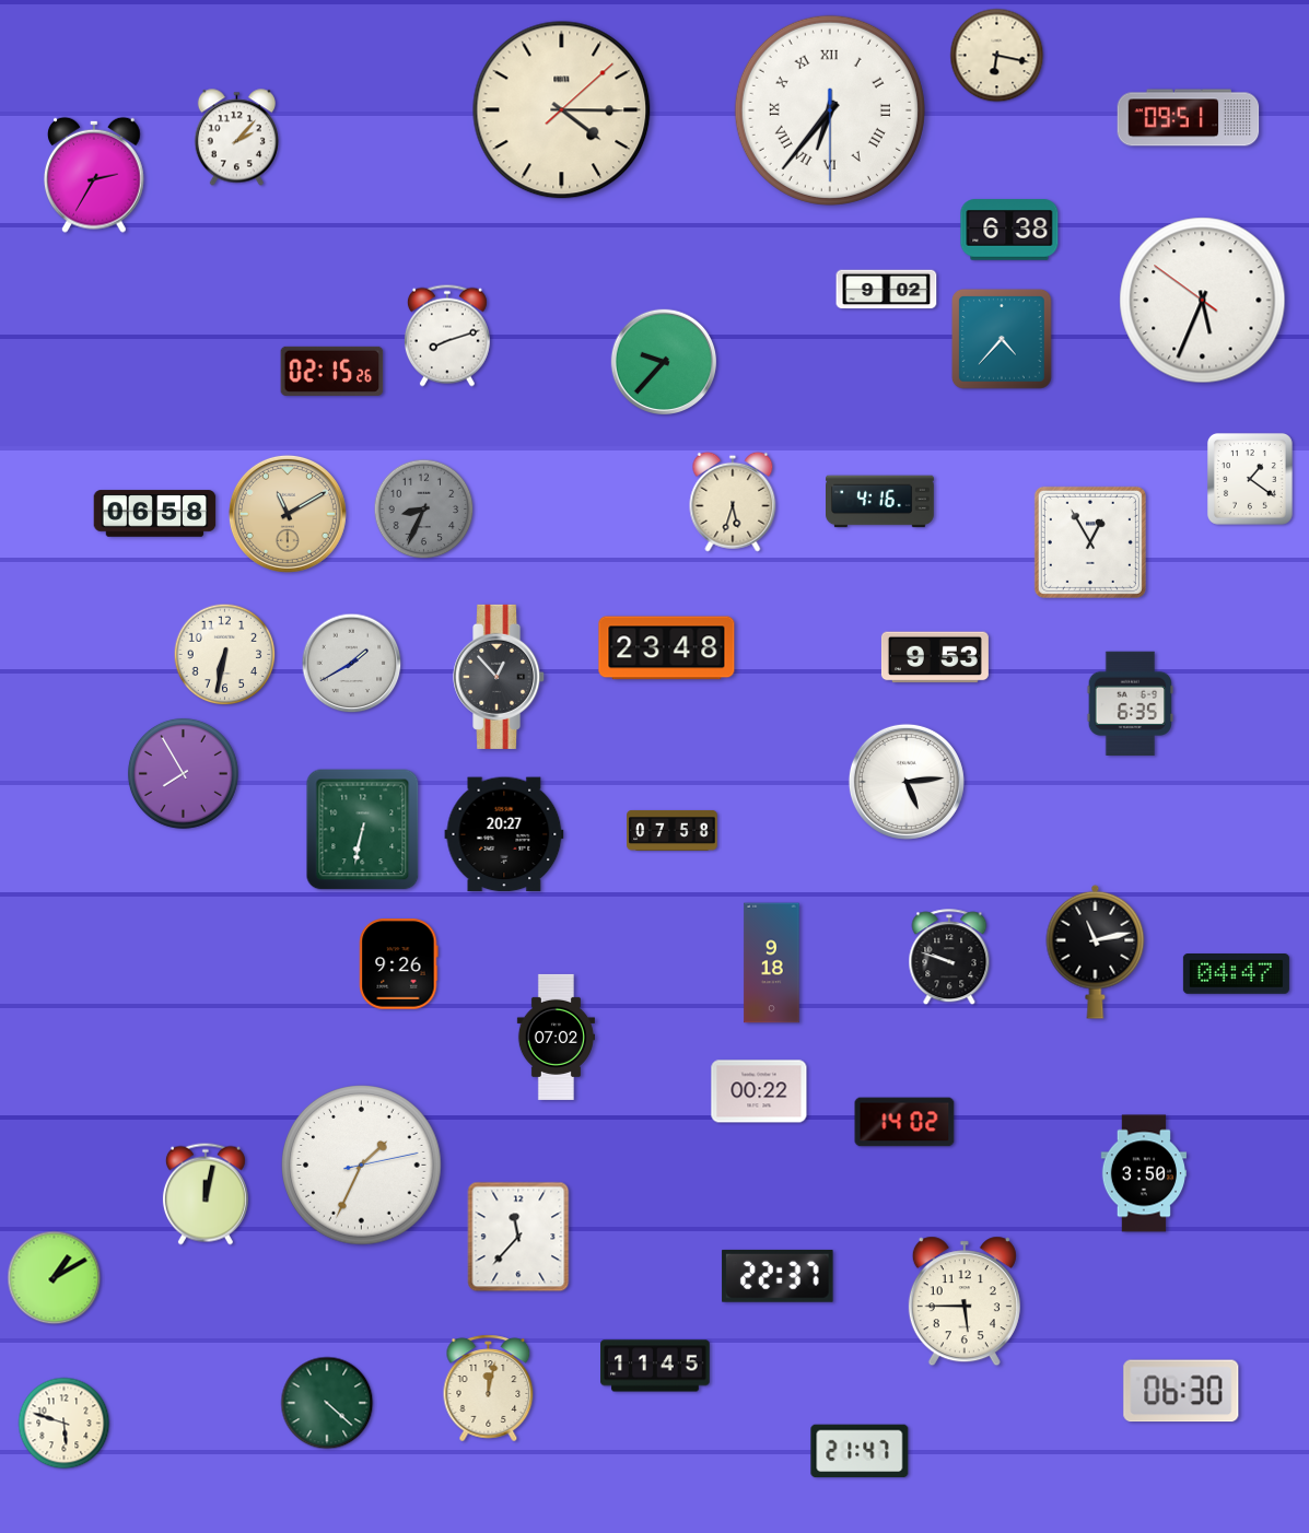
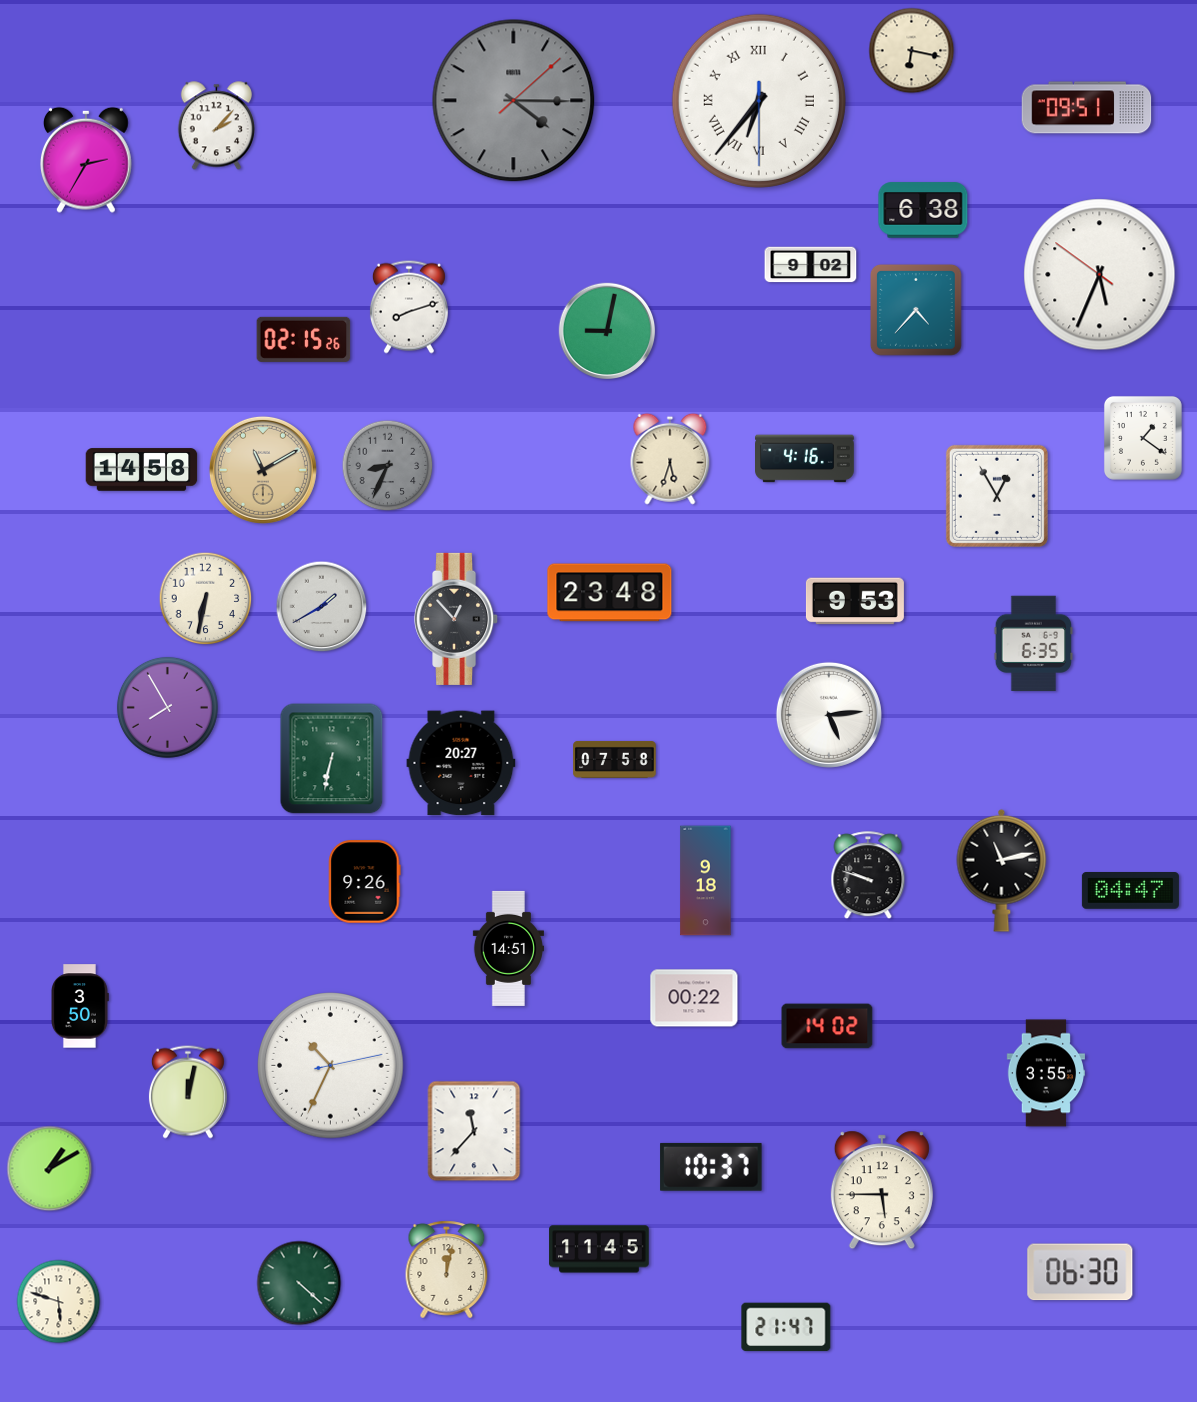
clock at (562, 110) dial: cream -> grey
clock at (664, 362): 9:37 -> 9:02
clock at (155, 514): 06:58 -> 14:58
clock at (556, 1037): 07:02 -> 14:51
clock at (80, 1006): none -> 3:50
clock at (362, 1166): 1:34 -> 10:34
clock at (1144, 1173): 3:50 -> 3:55
clock at (778, 1276): 22:37 -> 10:37
